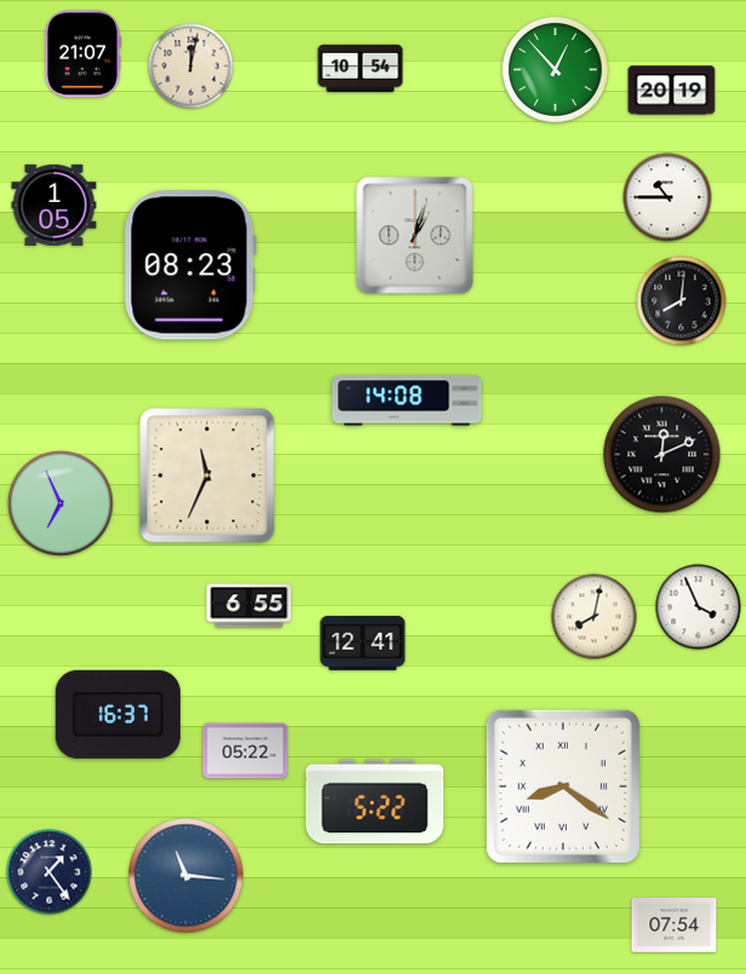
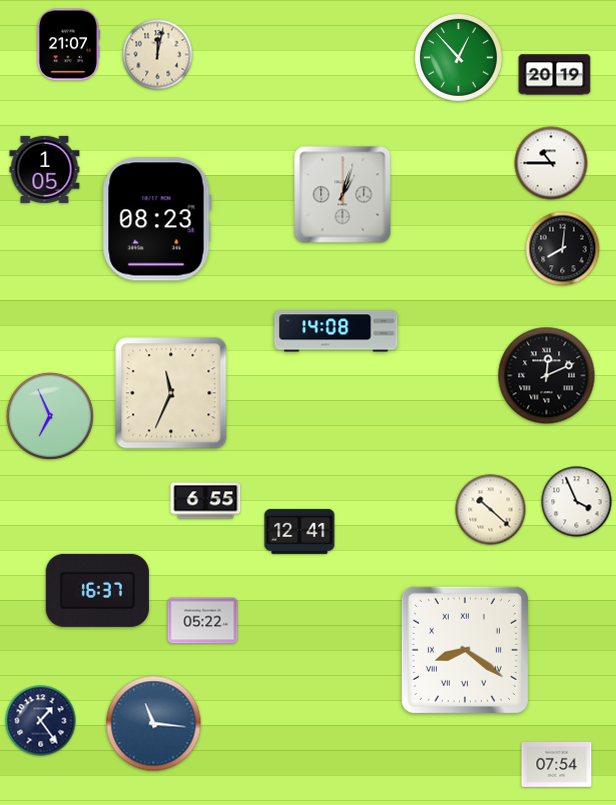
clock at (361, 69): 10:54 -> none
clock at (595, 617): 8:02 -> 10:22
clock at (375, 802): 5:22 -> none
